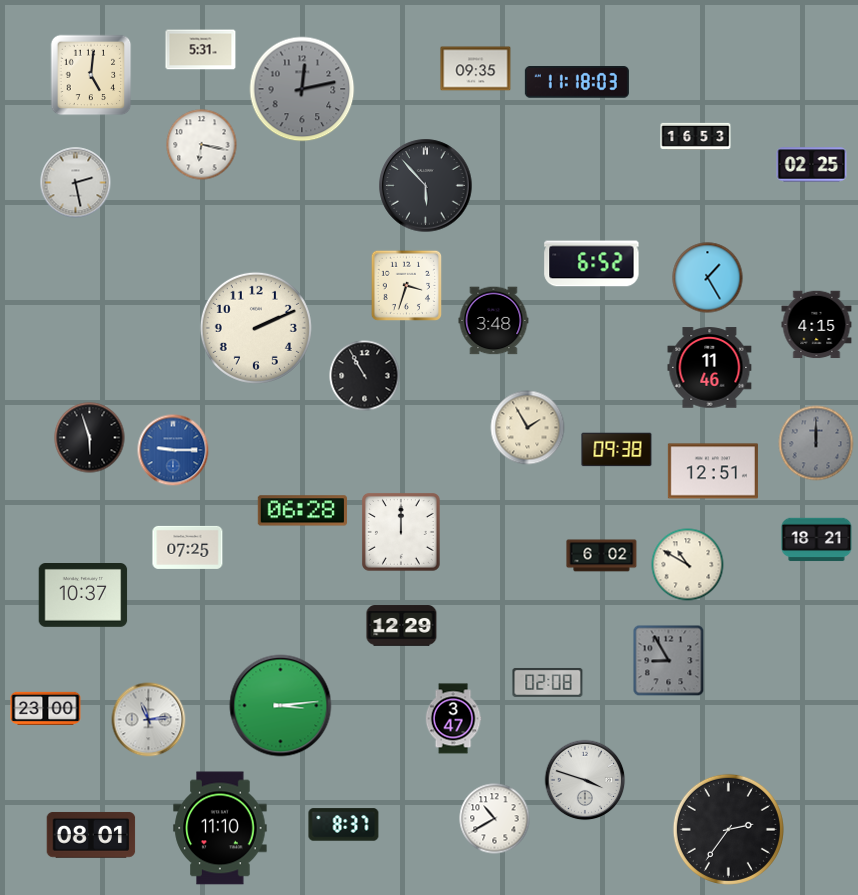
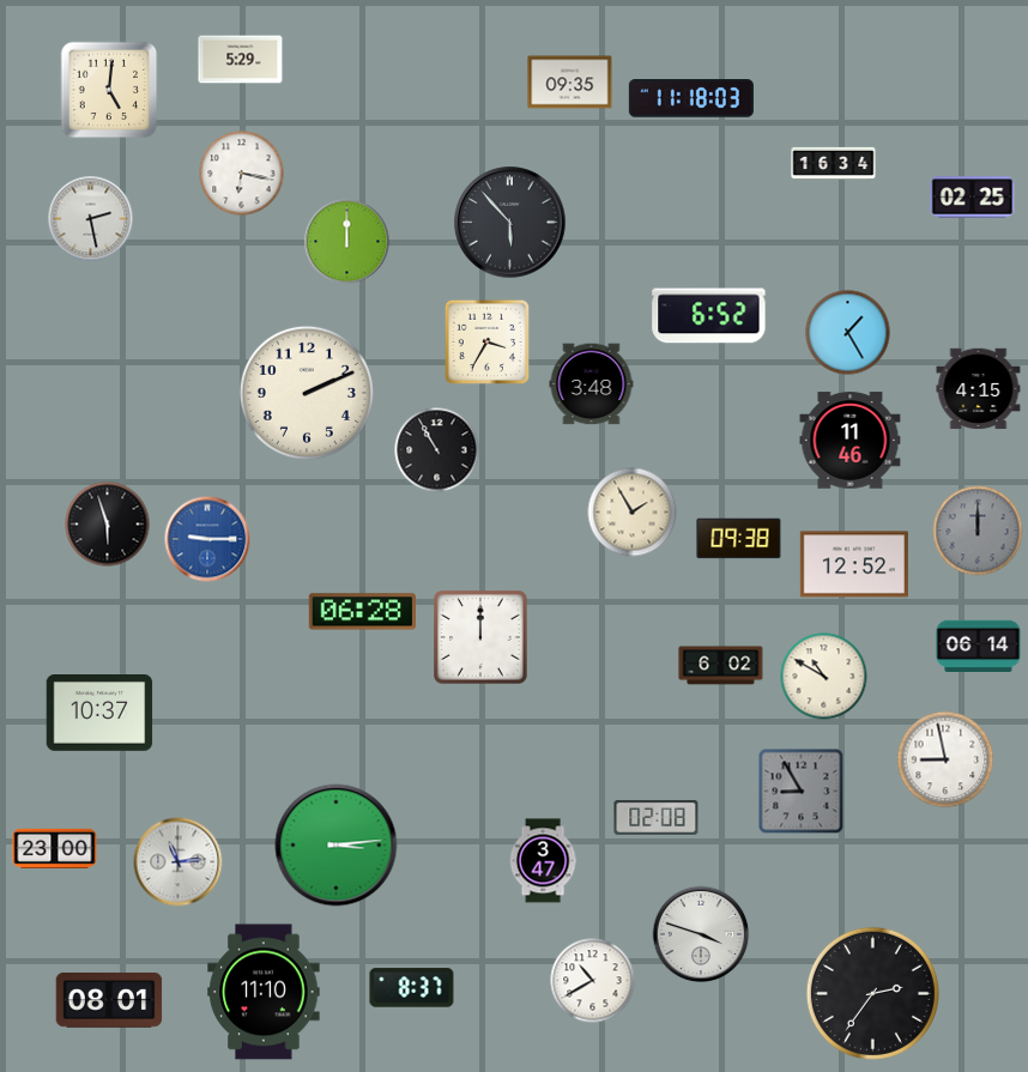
clock at (201, 50): 5:31 -> 5:29
clock at (302, 89): 12:13 -> none
clock at (696, 136): 16:53 -> 16:34
clock at (347, 242): none -> 12:00
clock at (407, 286): 3:33 -> 3:35
clock at (713, 471): 12:51 -> 12:52
clock at (817, 540): 18:21 -> 06:14
clock at (188, 547): 07:25 -> none
clock at (402, 626): 12:29 -> none
clock at (945, 759): none -> 8:58
